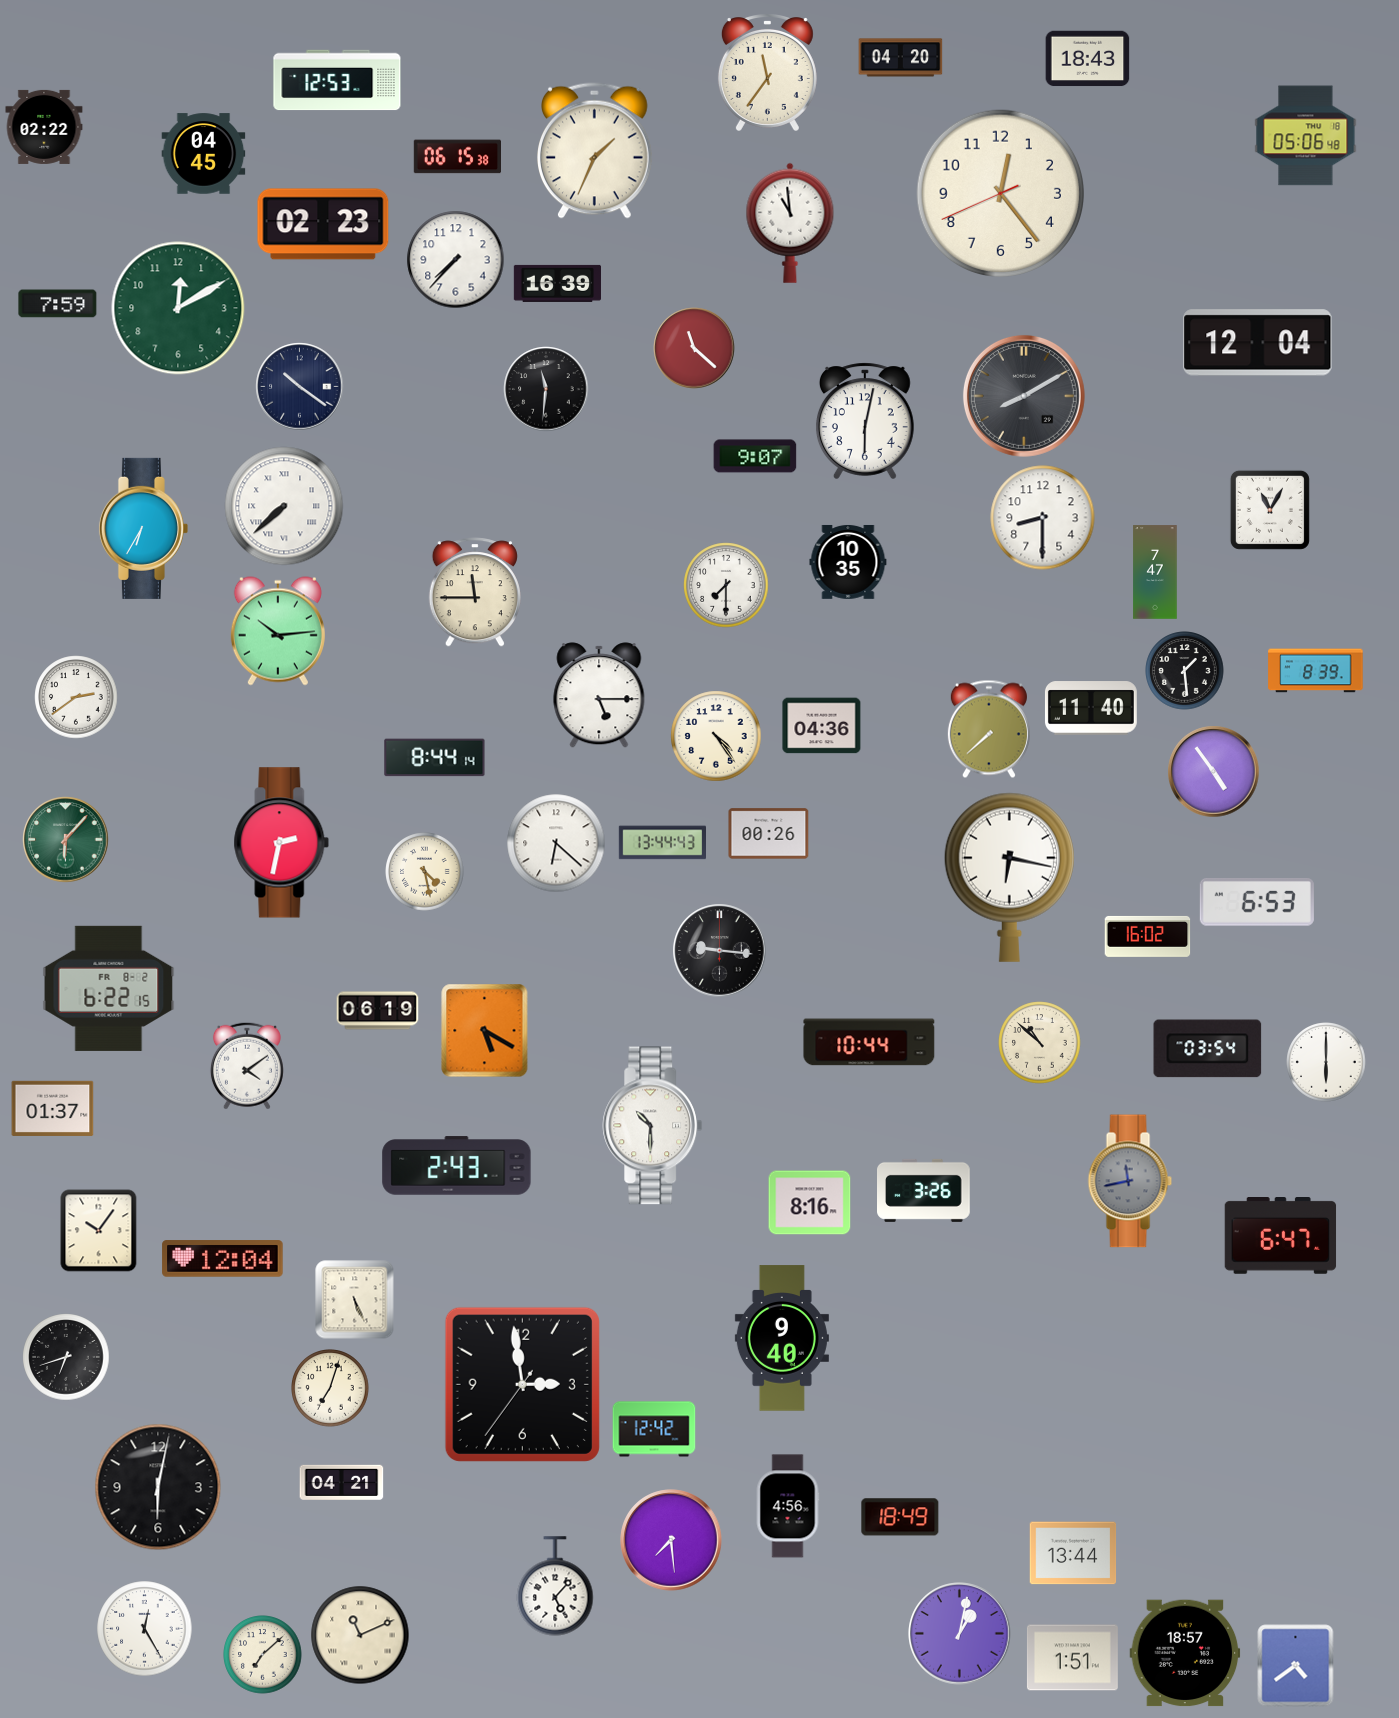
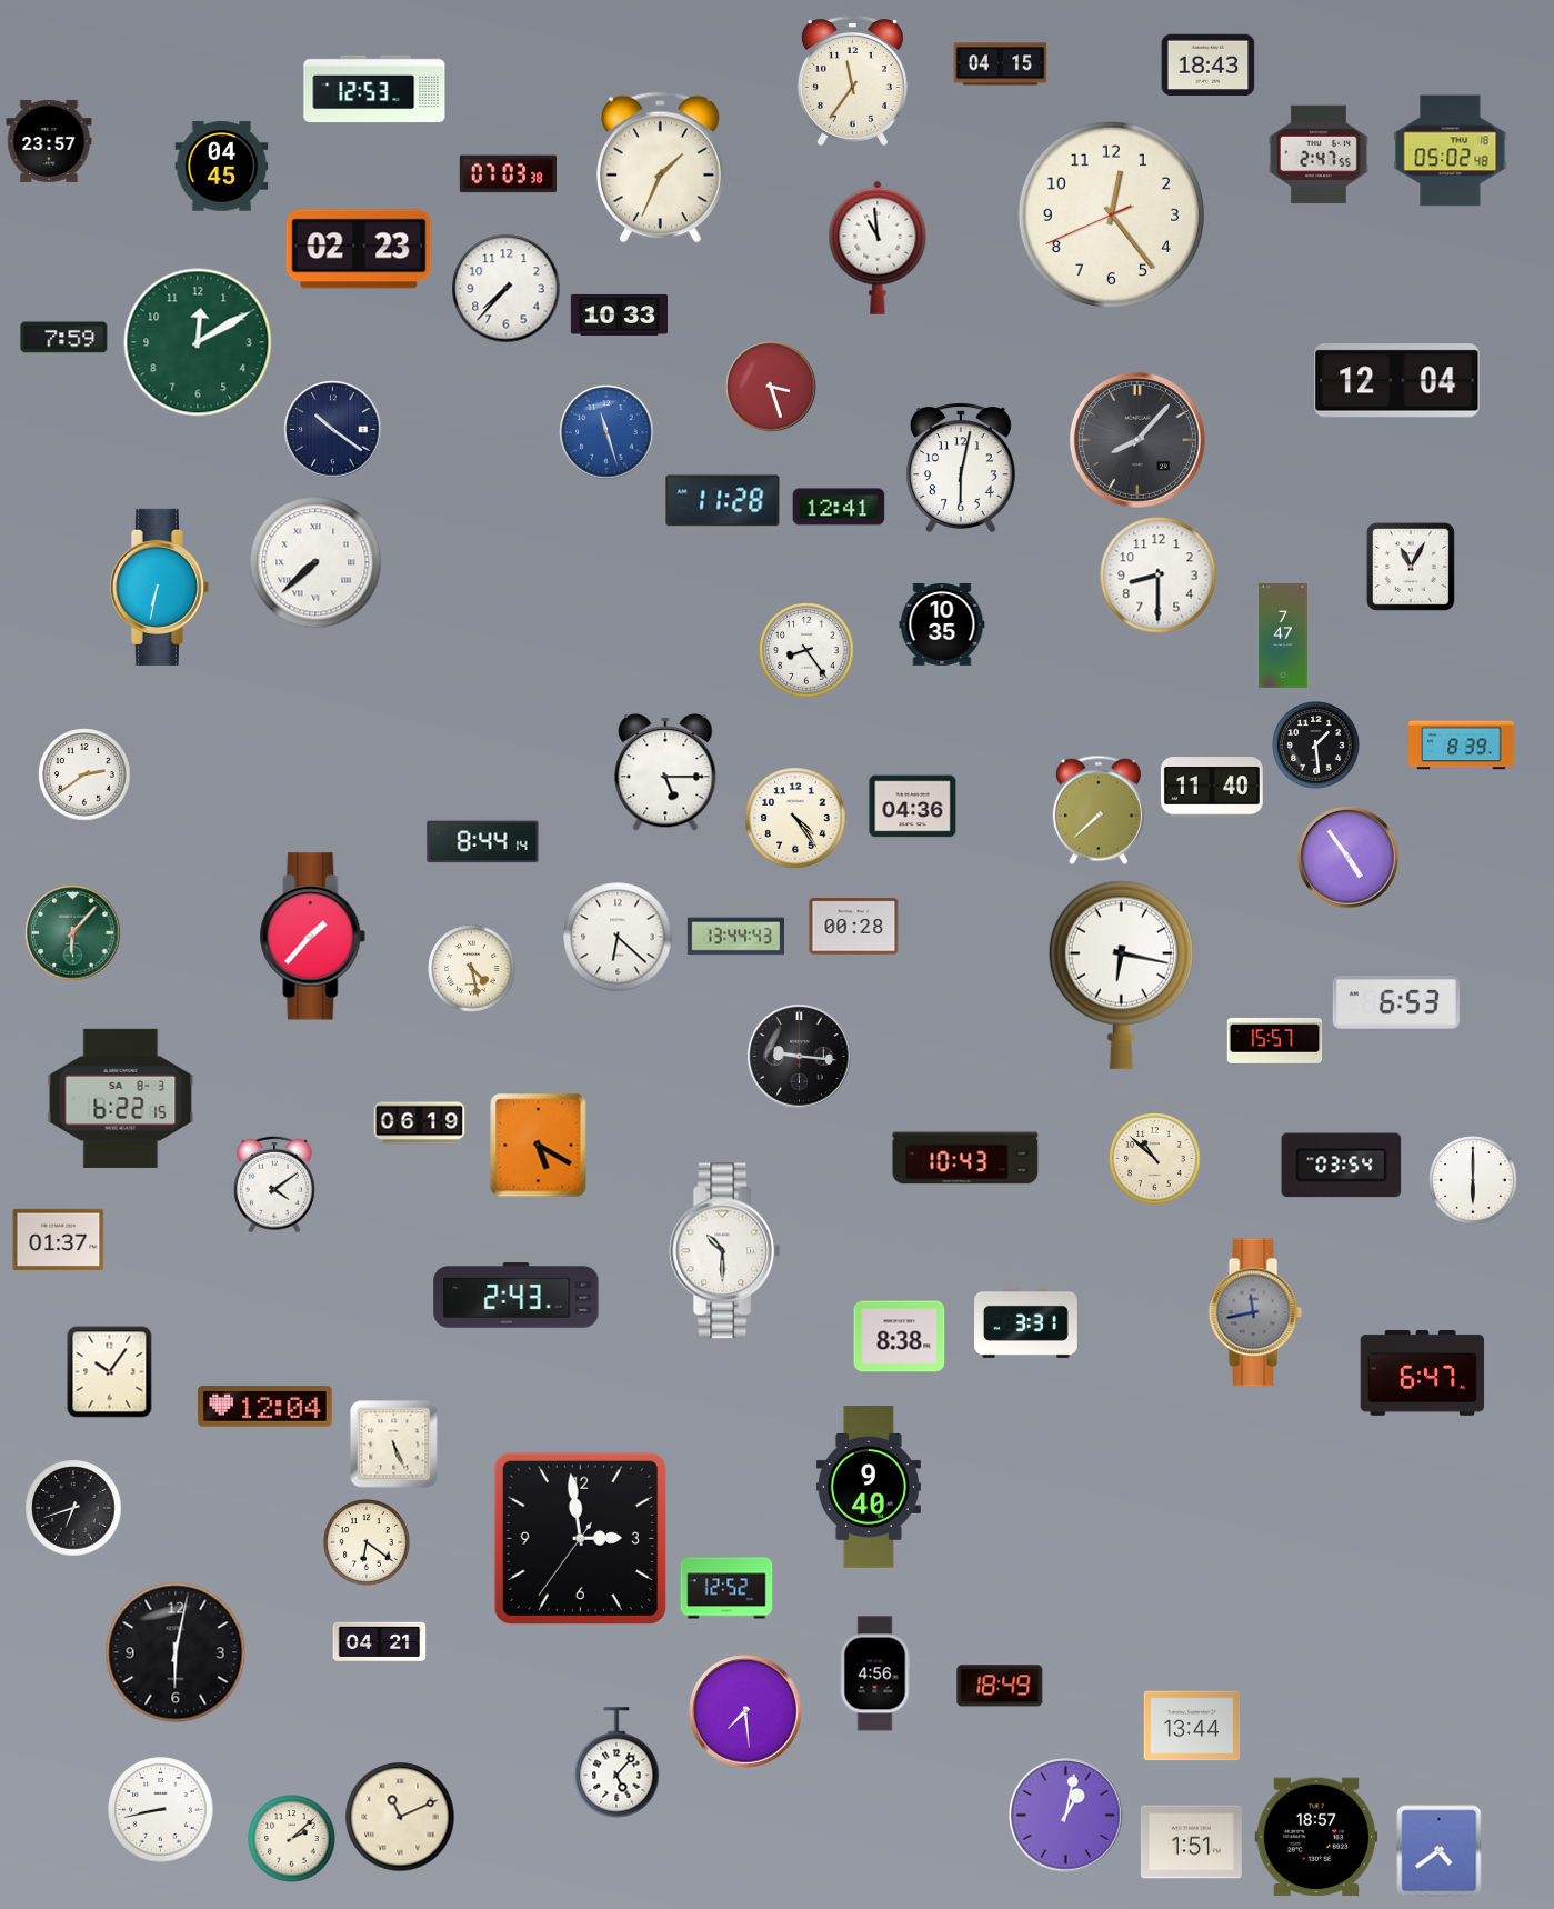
clock at (901, 58): 04:20 -> 04:15
clock at (44, 127): 02:22 -> 23:57
clock at (1306, 136): 05:06 -> 05:02
clock at (1319, 154): none -> 2:47
clock at (204, 154) position: (204, 154) -> (222, 167)
clock at (457, 157): 06:15 -> 07:03
clock at (557, 283): 16:39 -> 10:33
clock at (694, 348): 11:22 -> 3:27
clock at (546, 389): 11:31 -> 11:27
clock at (546, 389) dial: black -> blue
clock at (1024, 396): 8:10 -> 8:07
clock at (723, 501): none -> 11:28
clock at (755, 456): 9:07 -> 12:41
clock at (143, 528): 6:35 -> 6:32
clock at (726, 585): 7:30 -> 8:24
clock at (475, 592): 11:45 -> none
clock at (278, 631): 10:14 -> none
clock at (769, 834): 00:26 -> 00:28
clock at (282, 843): 2:32 -> 1:37
clock at (1148, 936): 16:02 -> 15:57
clock at (109, 988) date: FR 8-2 -> SA 8-3
clock at (869, 1042): 10:44 -> 10:43
clock at (53, 1108) position: (53, 1108) -> (59, 1239)
clock at (457, 1166) position: (457, 1166) -> (517, 1296)
clock at (924, 1190): 3:26 -> 3:31
clock at (810, 1203): 8:16 -> 8:38
clock at (99, 1231) position: (99, 1231) -> (110, 1372)
clock at (223, 1259) position: (223, 1259) -> (265, 1407)
clock at (330, 1388): 7:03 -> 6:21
clock at (654, 1429): 12:42 -> 12:52
clock at (342, 1482) position: (342, 1482) -> (380, 1641)
clock at (145, 1629): 12:25 -> 8:43
clock at (263, 1655): 7:08 -> 2:08
